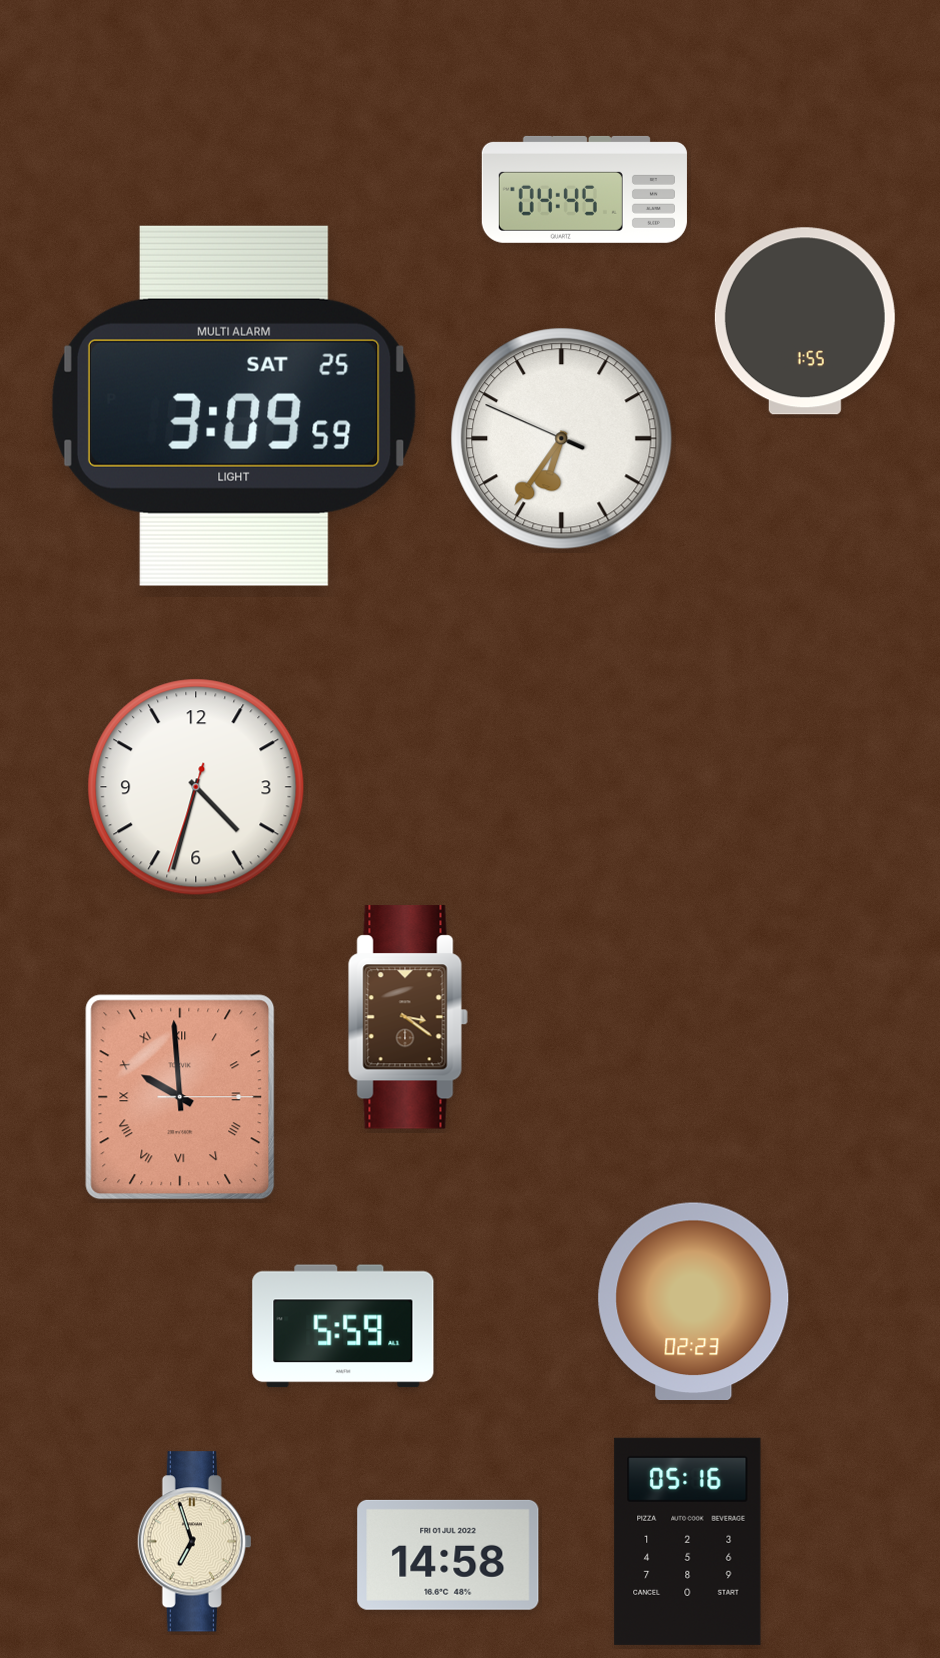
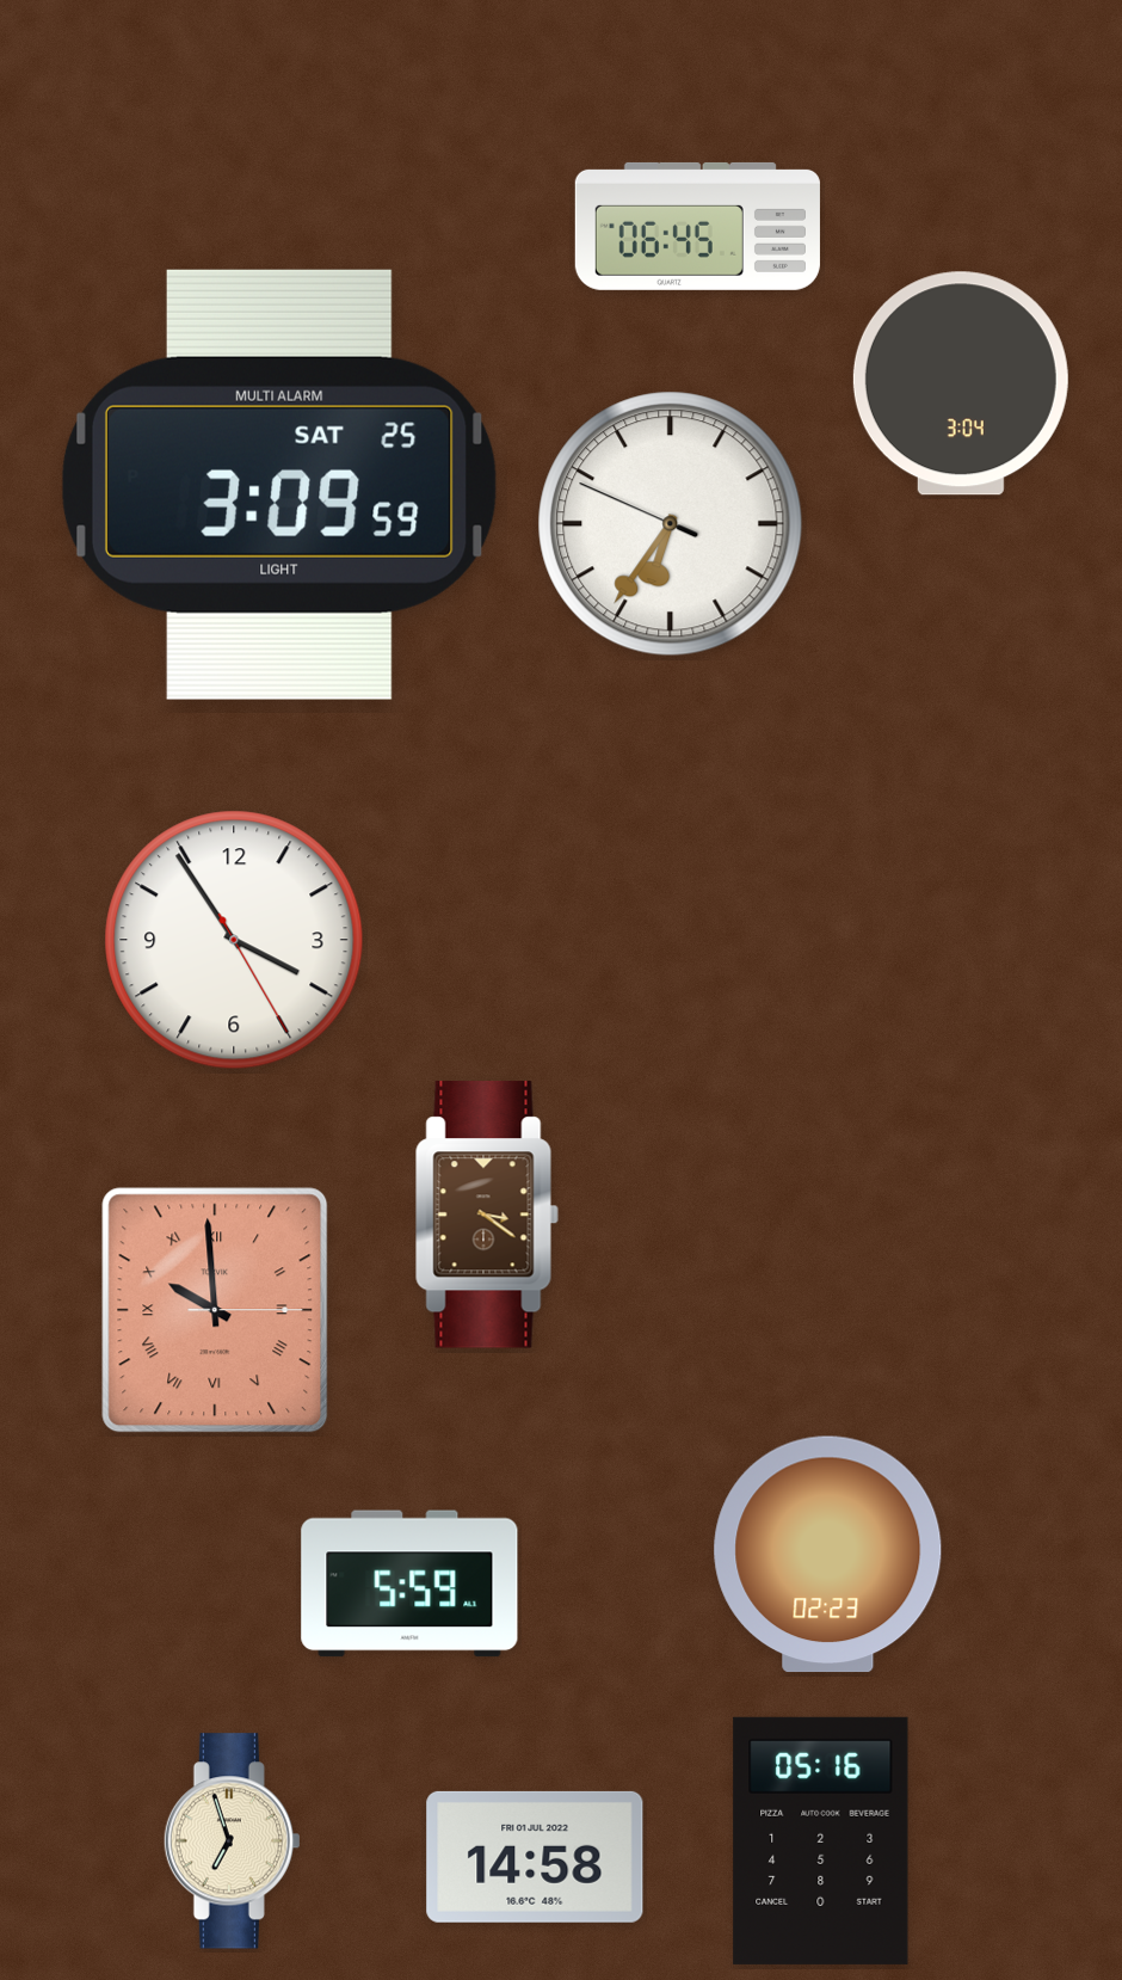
clock at (584, 189): 04:45 -> 06:45
clock at (805, 321): 1:55 -> 3:04
clock at (196, 787): 4:32 -> 3:54
